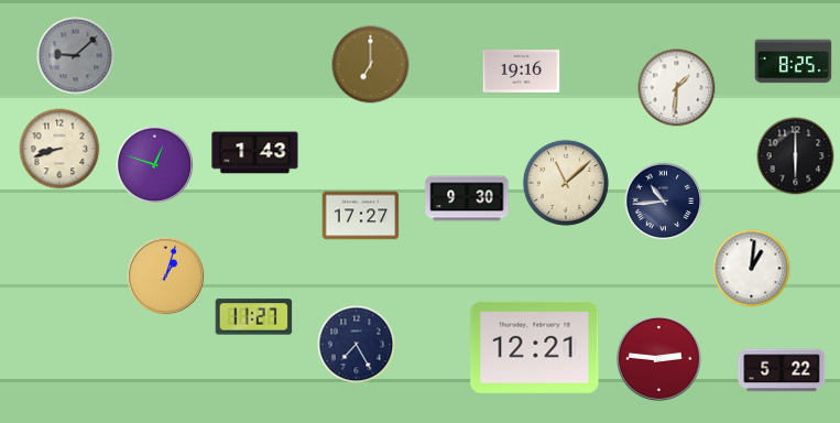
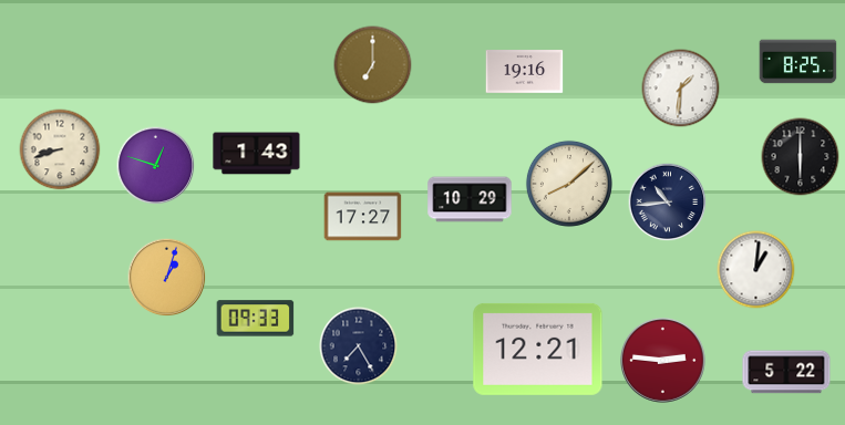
clock at (76, 56): 9:08 -> none
clock at (566, 183): 11:08 -> 8:08
clock at (467, 198): 9:30 -> 10:29
clock at (254, 317): 11:27 -> 09:33
